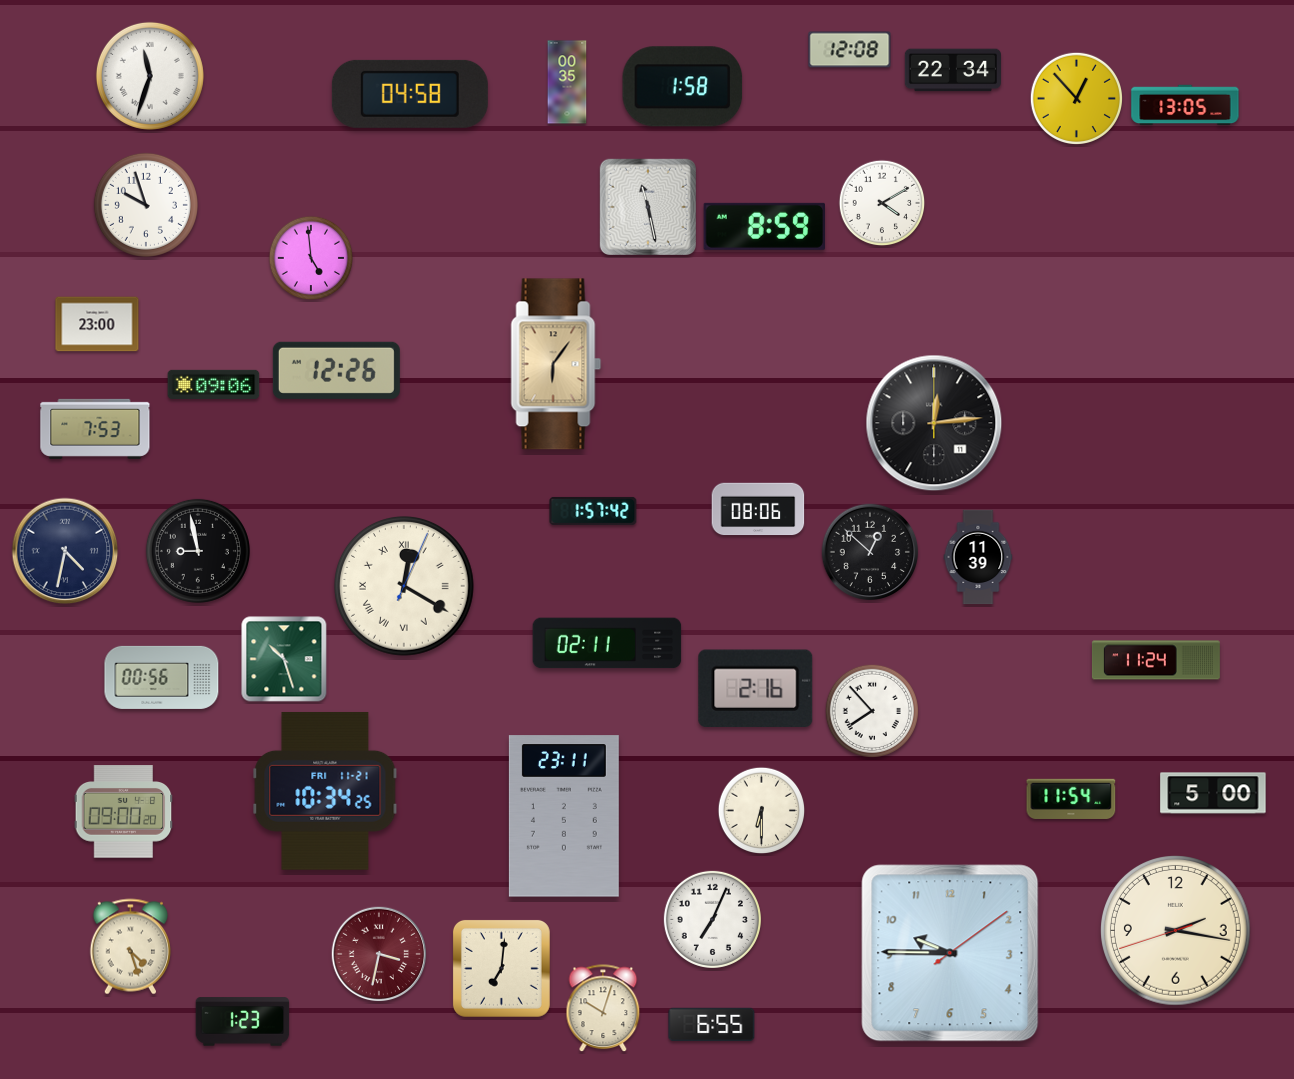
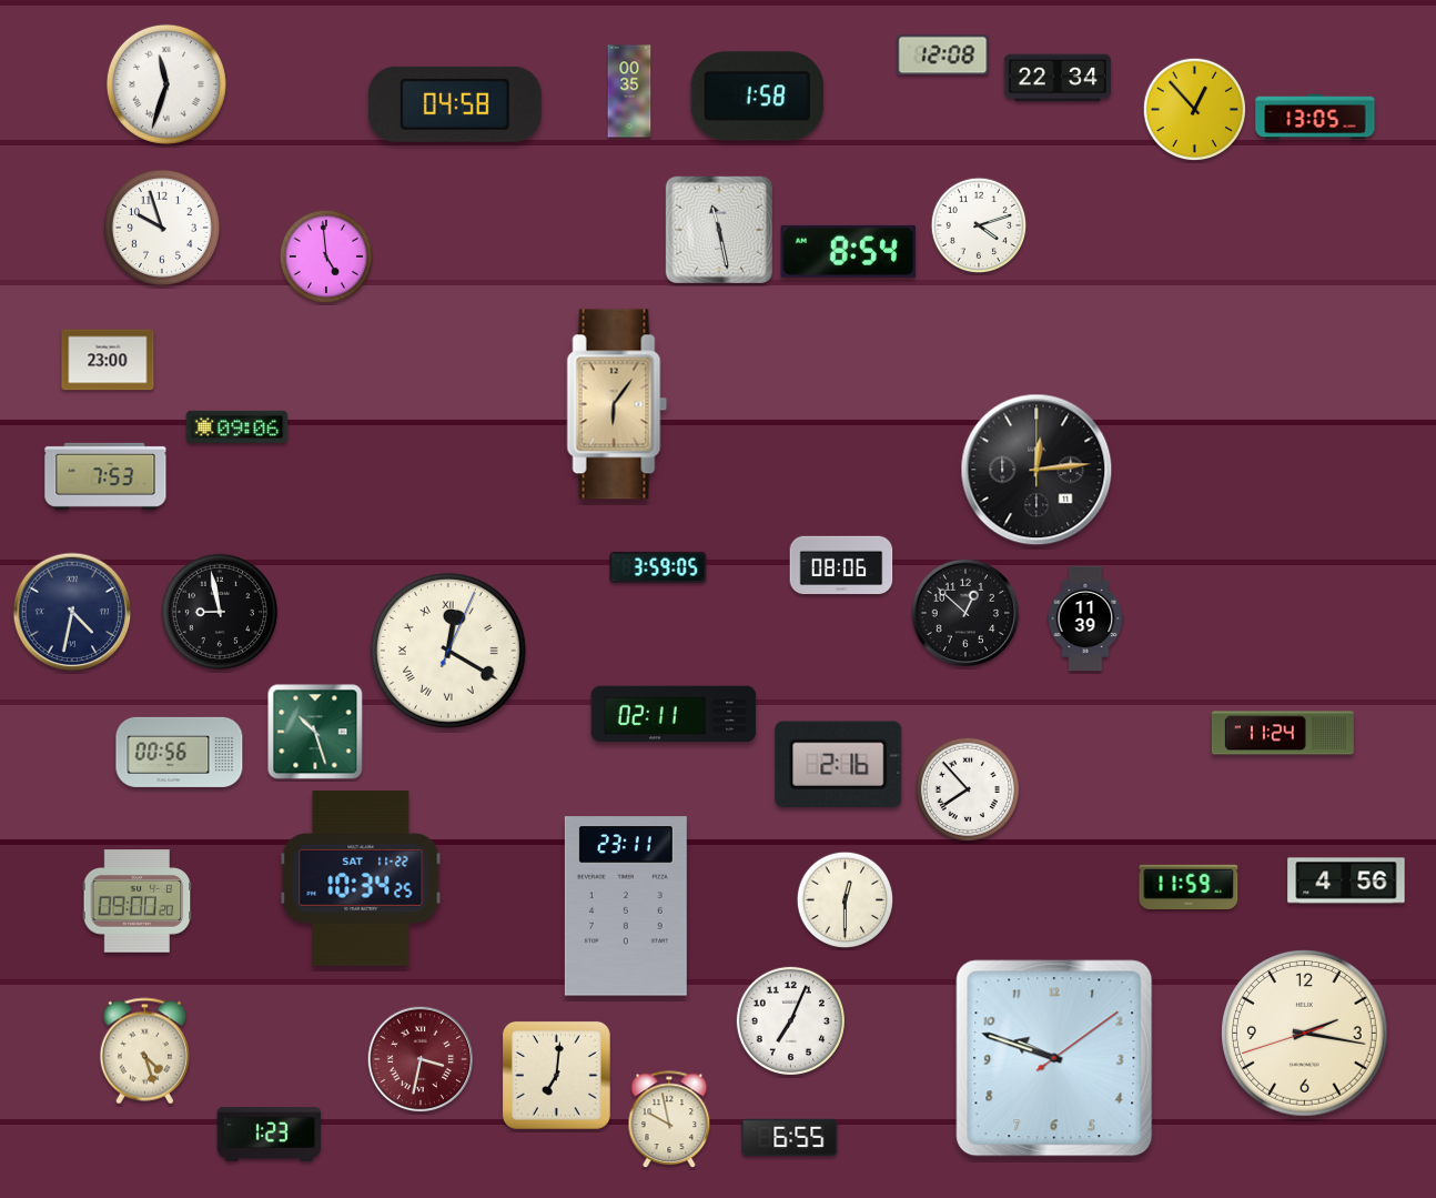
clock at (882, 203): 4:10 -> 4:12
clock at (765, 226): 8:59 -> 8:54
clock at (311, 258) position: (311, 258) -> (326, 256)
clock at (336, 370): 12:26 -> none
clock at (593, 511): 1:57 -> 3:59
clock at (325, 791) date: FRI 11-21 -> SAT 11-22
clock at (1213, 793): 5:00 -> 4:56
clock at (1071, 799): 11:54 -> 11:59
clock at (762, 811): 6:30 -> 12:30
clock at (950, 953): 9:45 -> 9:48
clock at (603, 1009): 10:03 -> 9:58
